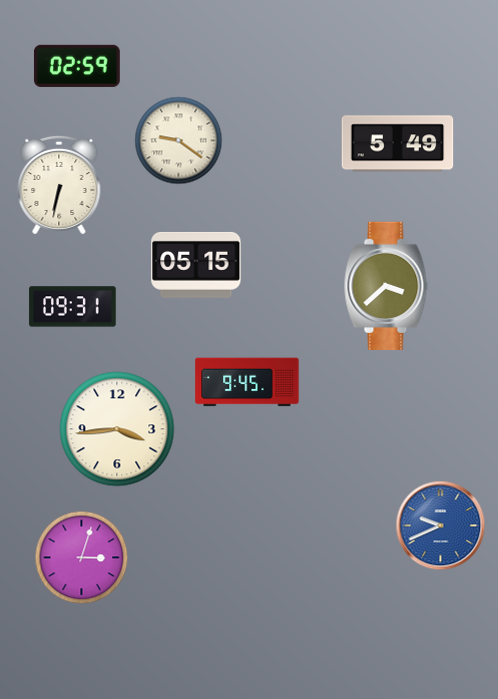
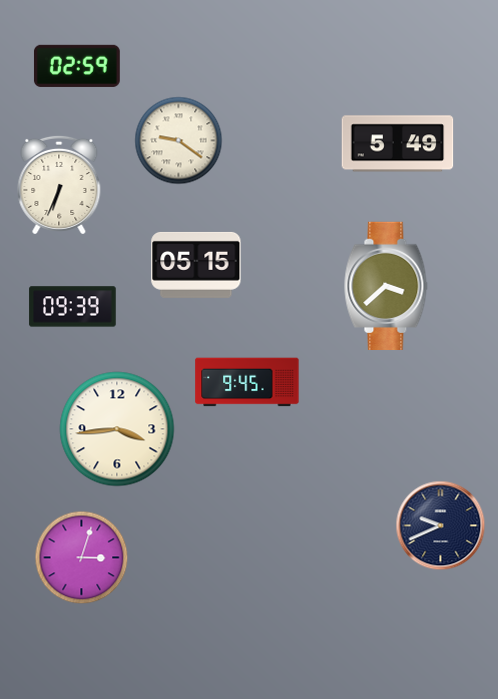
clock at (59, 185): 6:32 -> 6:34
clock at (73, 307): 09:31 -> 09:39
clock at (441, 526) dial: blue -> navy
